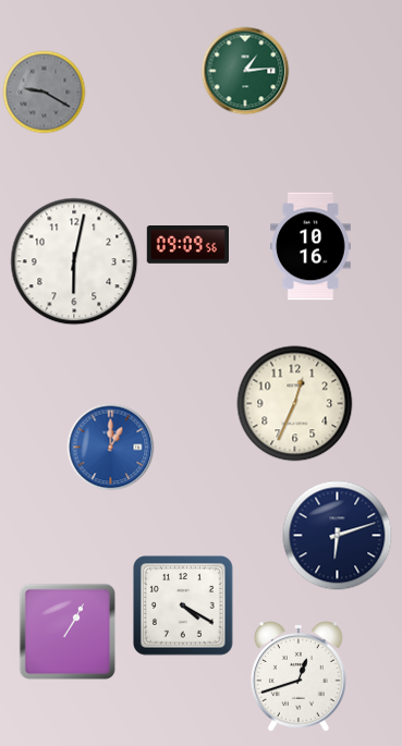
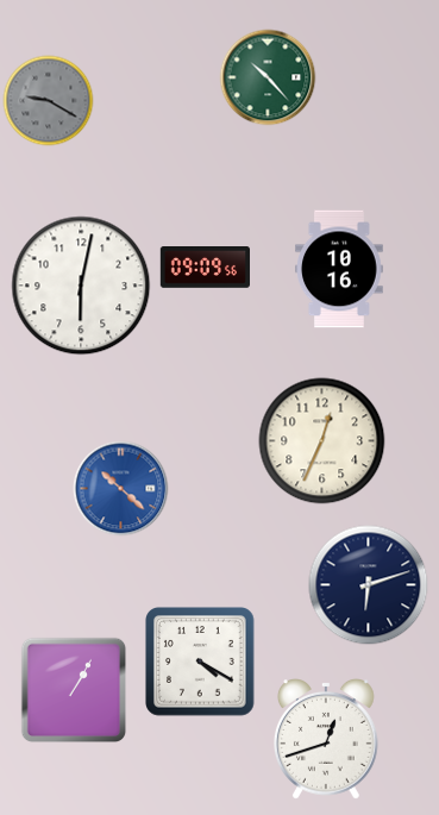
clock at (245, 71): 1:14 -> 10:23
clock at (111, 448): 1:00 -> 10:22
